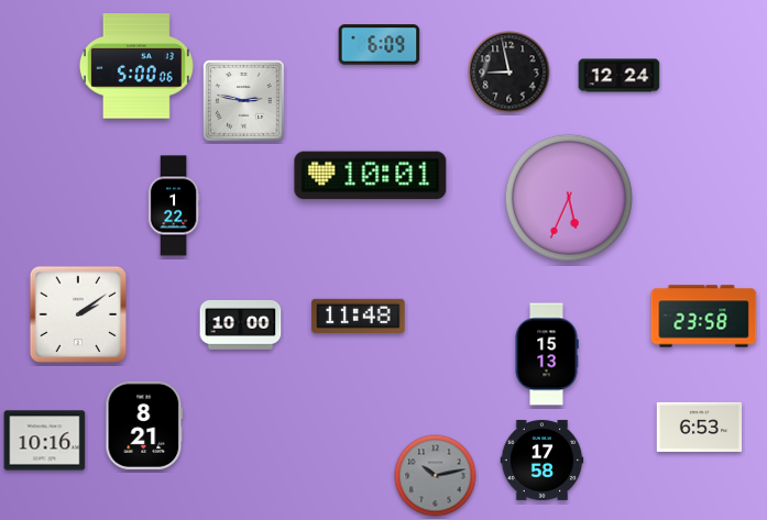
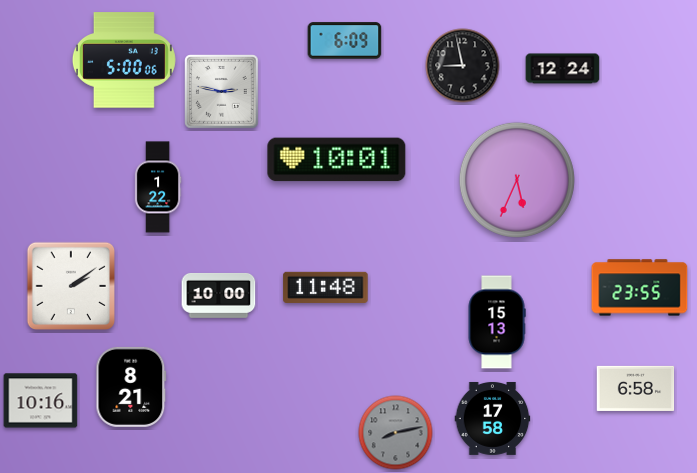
clock at (704, 317): 23:58 -> 23:55
clock at (700, 427): 6:53 -> 6:58
clock at (436, 476): 10:13 -> 8:13
